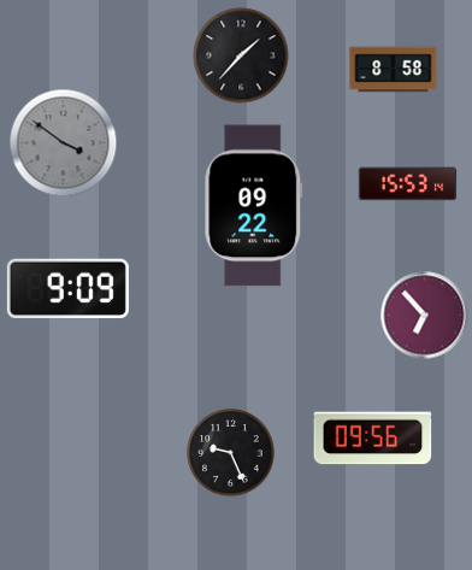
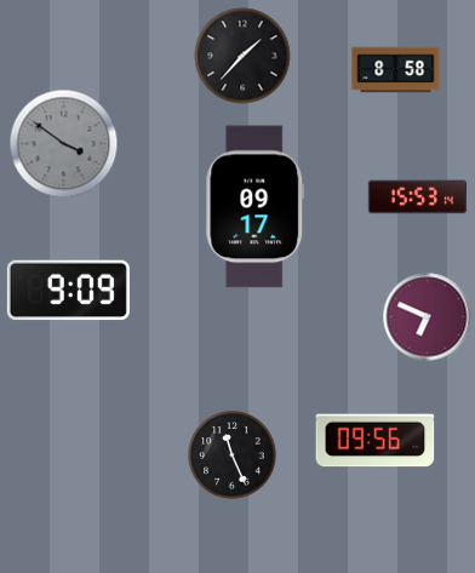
clock at (408, 184) position: (408, 184) -> (418, 197)
clock at (254, 206): 09:22 -> 09:17
clock at (425, 316): 6:53 -> 6:49
clock at (231, 453): 9:26 -> 11:26
